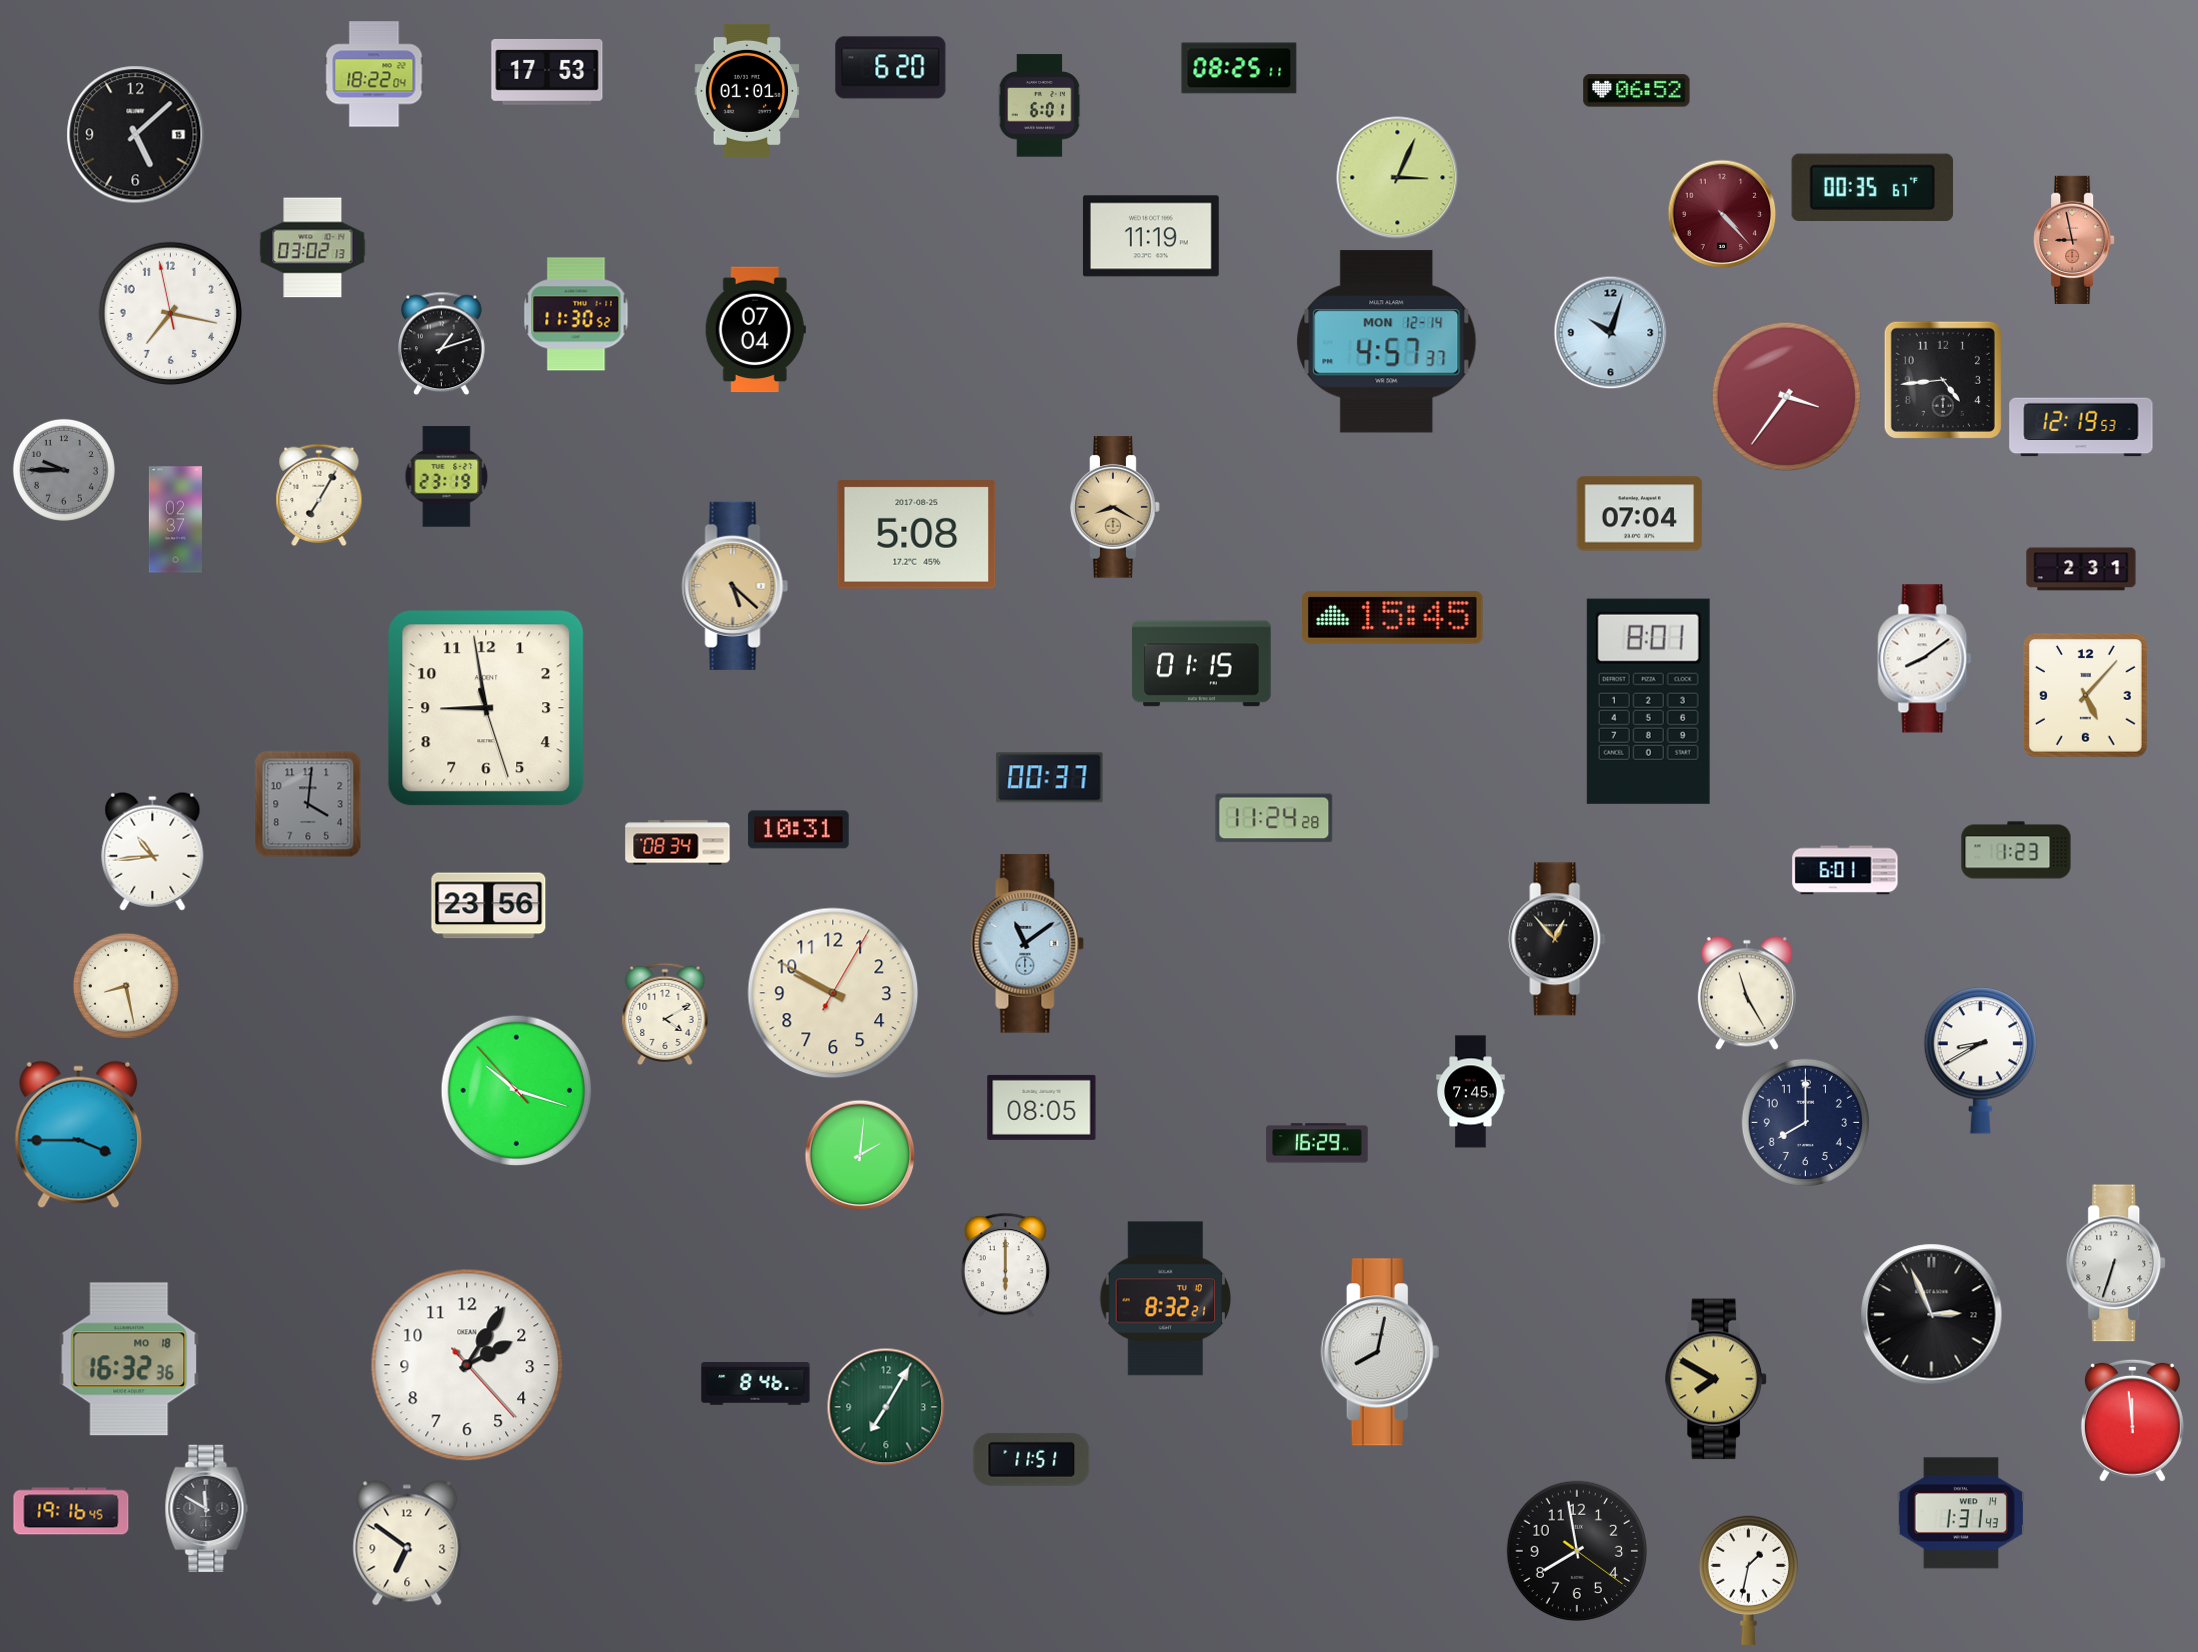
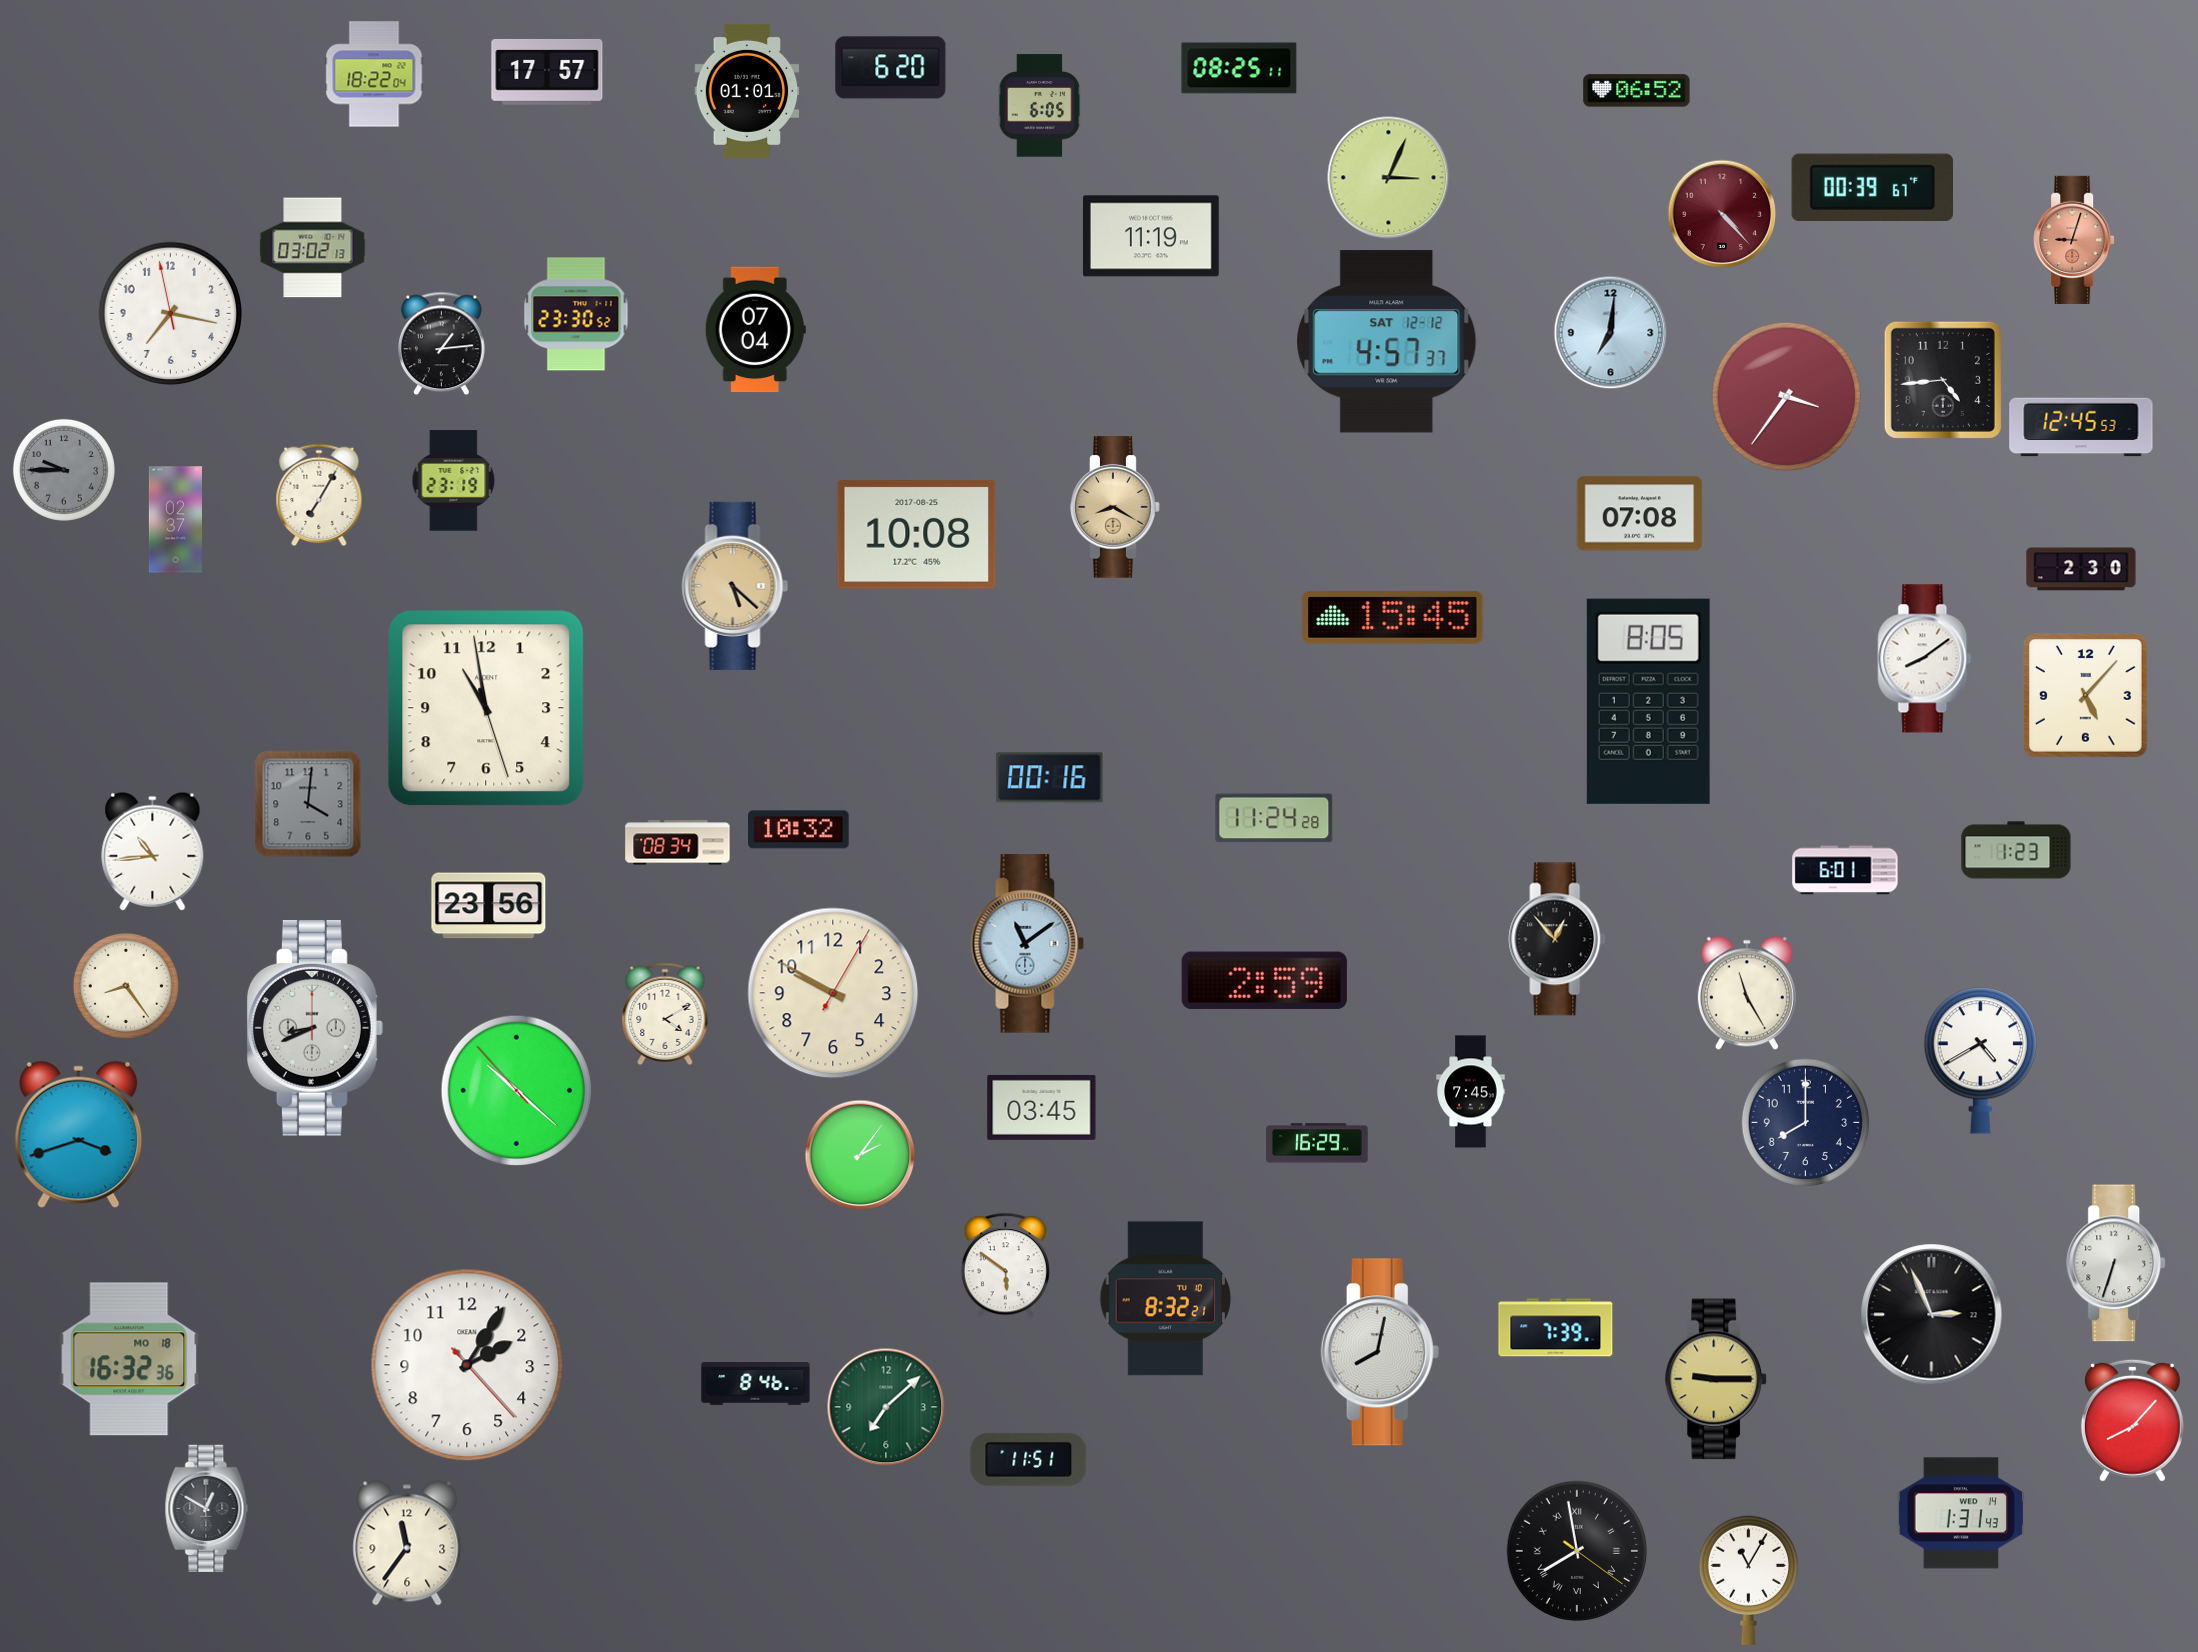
clock at (547, 72): 17:53 -> 17:57
clock at (1040, 106): 6:01 -> 6:05
clock at (136, 135): 5:08 -> none
clock at (1398, 178) position: (1398, 178) -> (1389, 178)
clock at (1873, 187): 00:35 -> 00:39
clock at (2074, 240): 8:58 -> 9:03
clock at (576, 314): 11:30 -> 23:30
clock at (1611, 333): 10:03 -> 7:01
clock at (1387, 342) date: MON 12-14 -> SAT 12-12
clock at (442, 344): 1:12 -> 1:14
clock at (2081, 427): 12:19 -> 12:45
clock at (447, 477) position: (447, 477) -> (454, 481)
clock at (1640, 514): 07:04 -> 07:08
clock at (917, 535): 5:08 -> 10:08
clock at (2081, 569): 2:31 -> 2:30
clock at (1202, 664): 01:15 -> none
clock at (1648, 701): 8:01 -> 8:05
clock at (486, 708): 8:58 -> 10:58
clock at (1050, 778): 00:37 -> 00:16
clock at (799, 830): 10:31 -> 10:32
clock at (1264, 980): none -> 2:59
clock at (126, 986): 8:28 -> 8:24
clock at (315, 1029): none -> 8:41
clock at (1980, 1061): 8:40 -> 4:40
clock at (517, 1091): 10:17 -> 10:21
clock at (1042, 1107): 08:05 -> 03:45
clock at (79, 1135): 3:45 -> 3:42
clock at (860, 1155): 2:01 -> 2:06
clock at (1005, 1266): 6:00 -> 5:51
clock at (1556, 1328): none -> 7:39
clock at (1716, 1379): 7:50 -> 9:15
clock at (886, 1407): 7:05 -> 7:08
clock at (2132, 1420): 11:59 -> 8:07
clock at (1032, 1459) position: (1032, 1459) -> (1029, 1459)
clock at (207, 1508): 11:50 -> 12:50
clock at (71, 1511): 19:16 -> none
clock at (407, 1543): 6:51 -> 11:36
clock at (1576, 1550) numerals: Arabic -> Roman
clock at (1748, 1580): 1:32 -> 11:05
